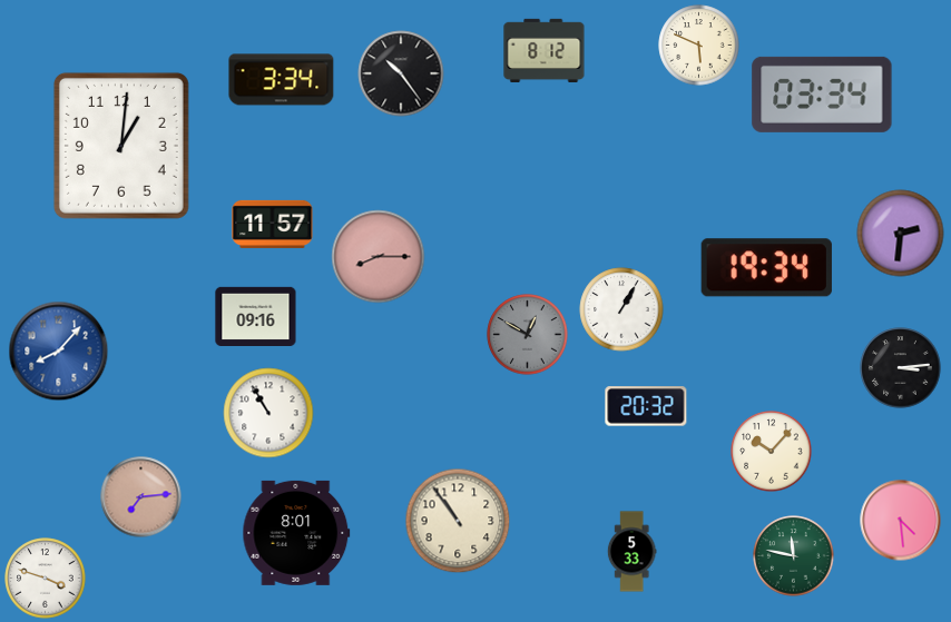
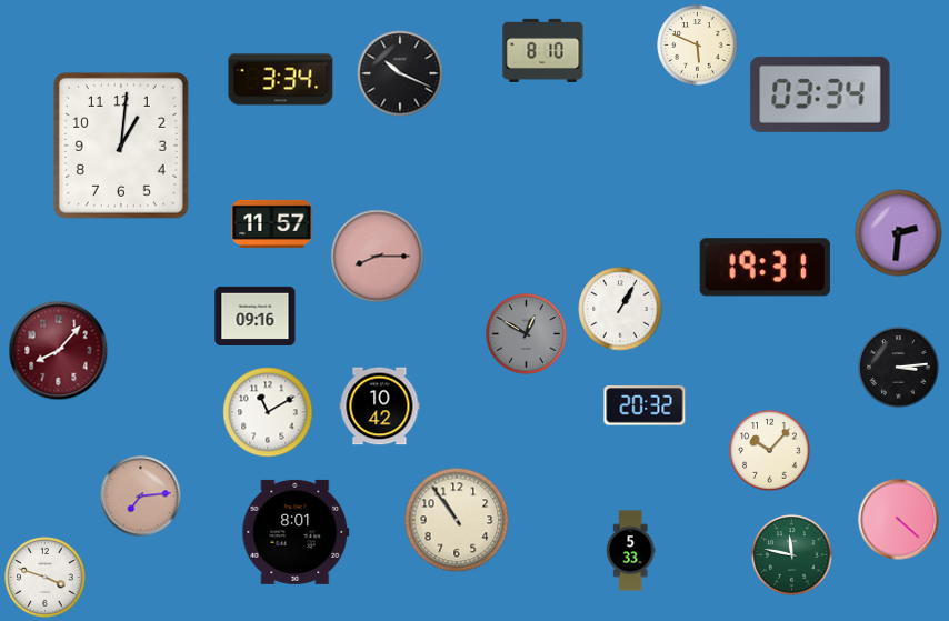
clock at (545, 50): 8:12 -> 8:10
clock at (401, 73): 10:24 -> 10:19
clock at (766, 268): 19:34 -> 19:31
clock at (59, 352) dial: blue -> burgundy
clock at (380, 407): none -> 10:42
clock at (268, 413): 10:55 -> 11:10
clock at (901, 521): 4:29 -> 4:22
